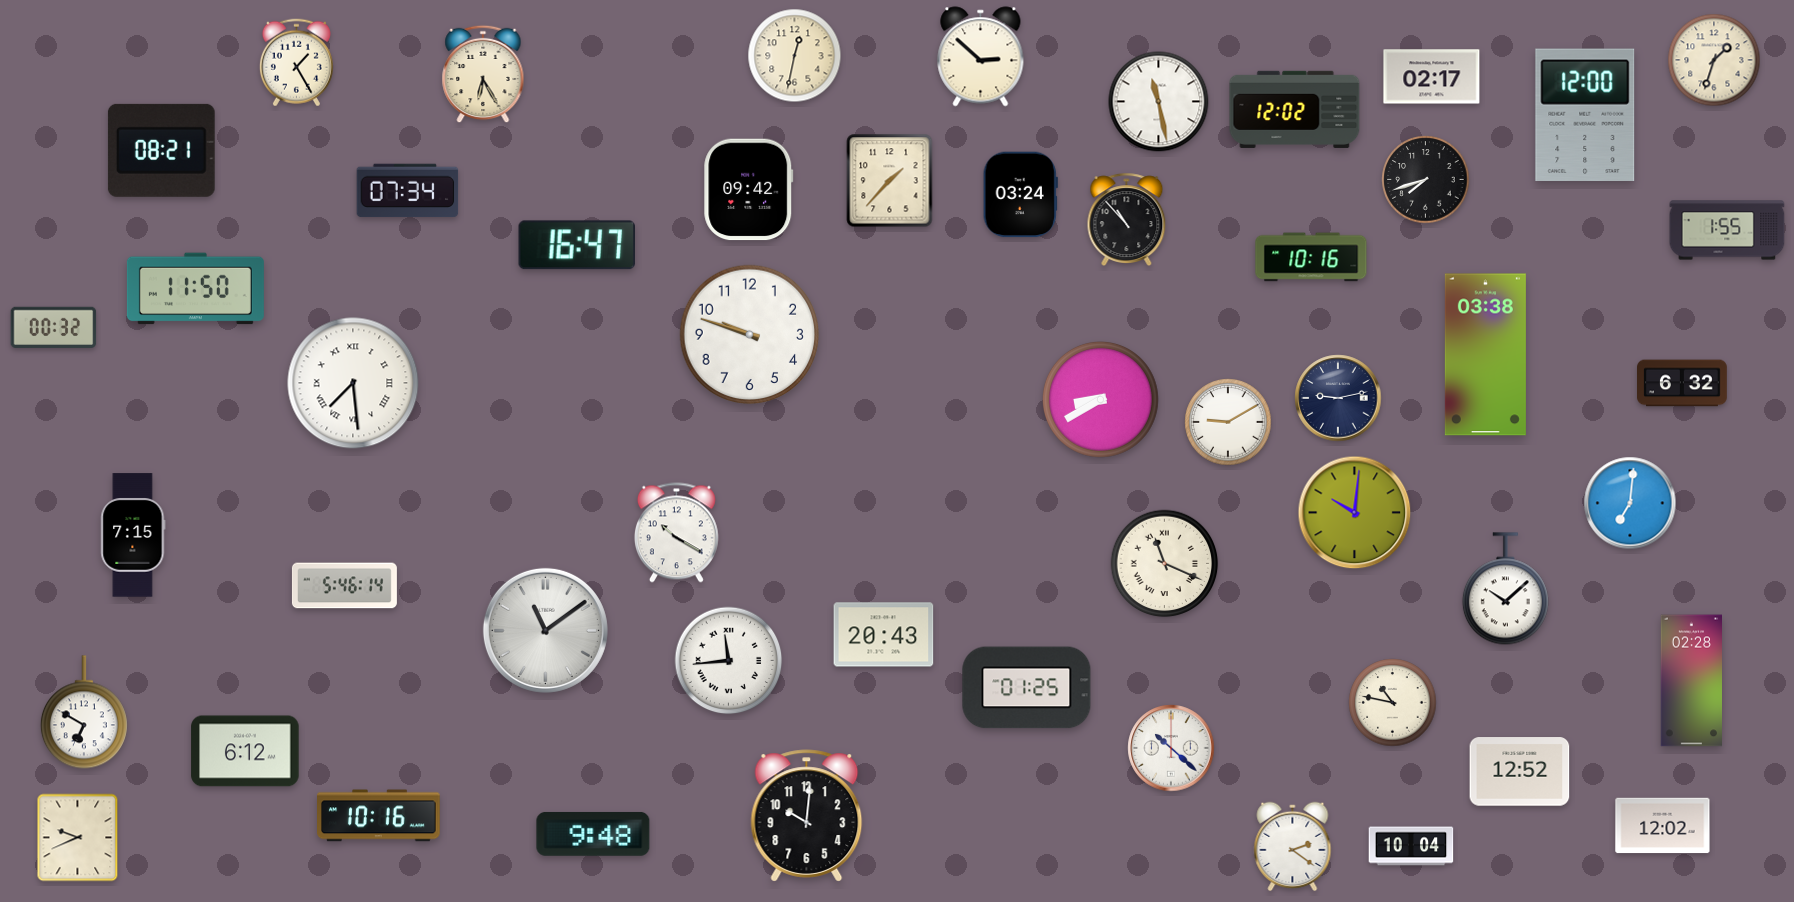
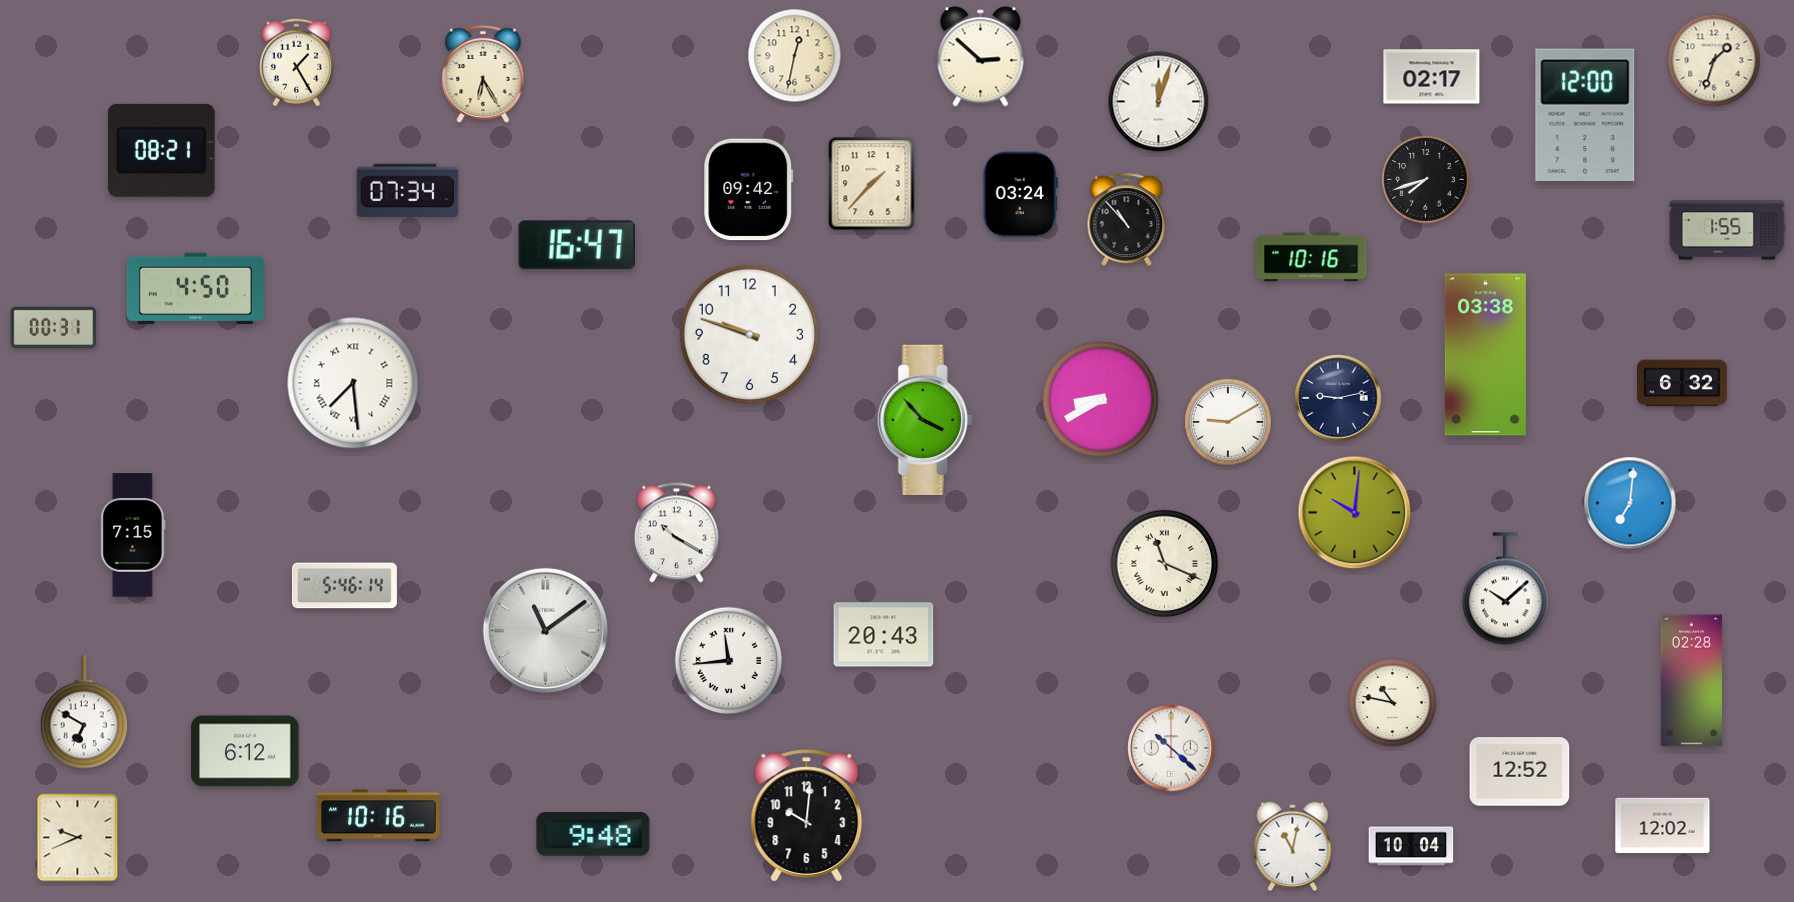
clock at (1159, 102): 11:28 -> 12:03
clock at (1295, 109): 12:02 -> none
clock at (890, 181) position: (890, 181) -> (872, 184)
clock at (195, 289): 11:50 -> 4:50
clock at (54, 327): 00:32 -> 00:31
clock at (925, 419): none -> 3:53
clock at (1027, 688): 01:25 -> none
clock at (1293, 847): 2:21 -> 11:02
